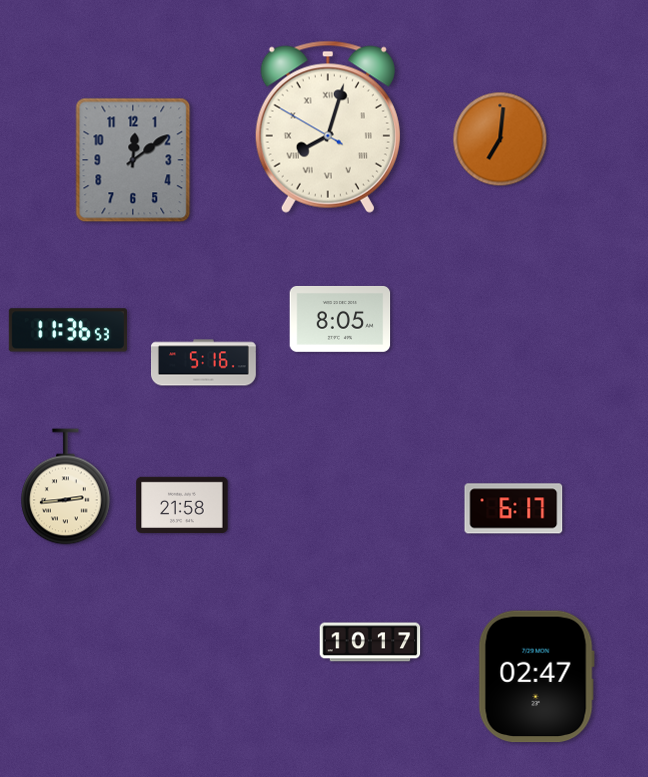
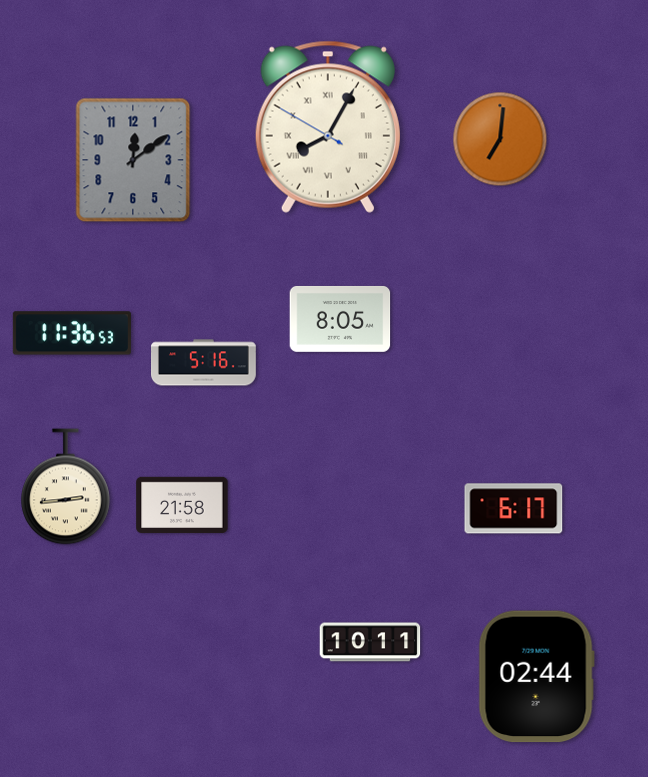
clock at (328, 127): 8:02 -> 8:04
clock at (68, 330) position: (68, 330) -> (72, 333)
clock at (370, 642): 10:17 -> 10:11
clock at (536, 677): 02:47 -> 02:44
